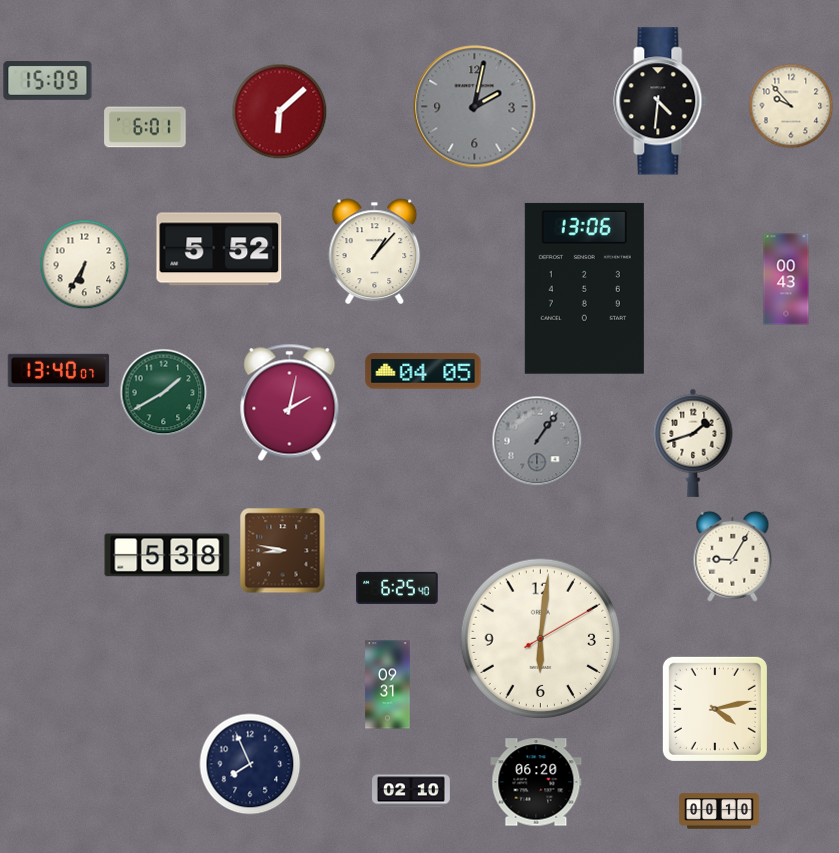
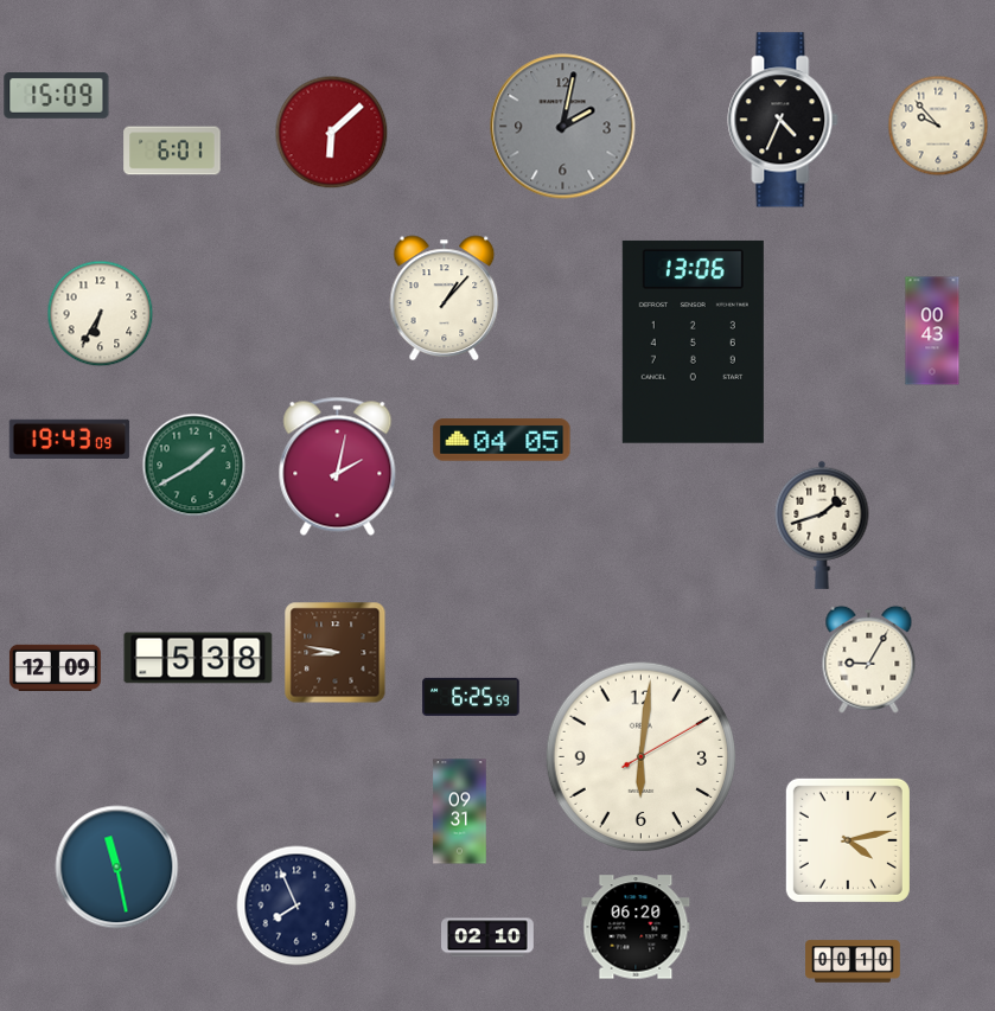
clock at (660, 101): 4:31 -> 4:34
clock at (219, 249): 5:52 -> none
clock at (59, 370): 13:40 -> 19:43
clock at (290, 402) position: (290, 402) -> (338, 466)
clock at (537, 441): 1:06 -> none
clock at (55, 667): none -> 12:09
clock at (397, 588): 6:25:40 -> 6:25:59
clock at (117, 868): none -> 11:28
